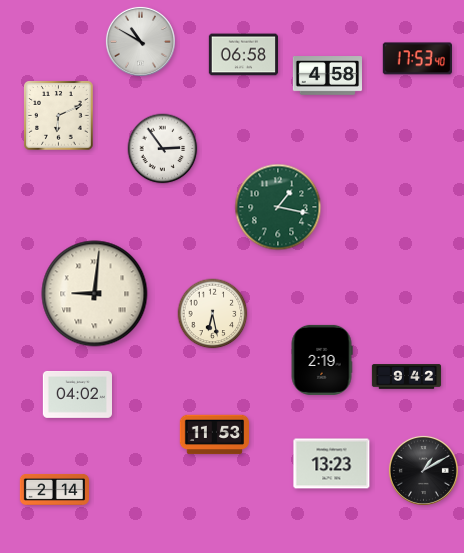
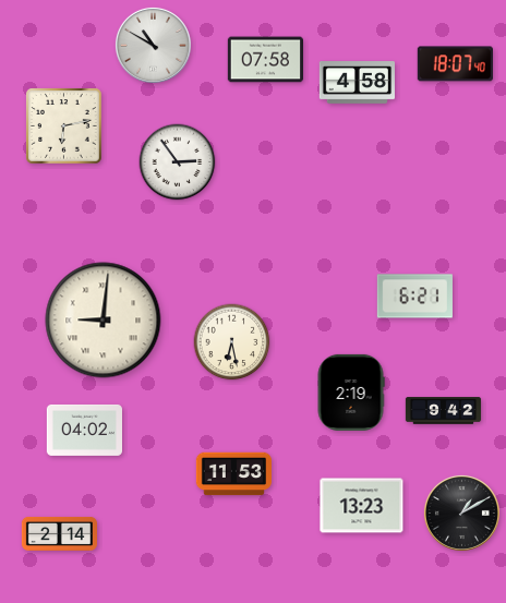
clock at (243, 55): 06:58 -> 07:58
clock at (417, 59): 17:53 -> 18:07
clock at (59, 116): 6:11 -> 6:13
clock at (278, 207): 1:17 -> none
clock at (414, 297): none -> 6:21
